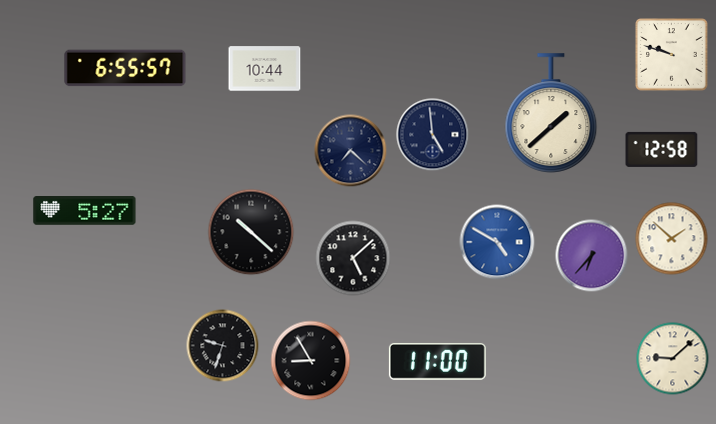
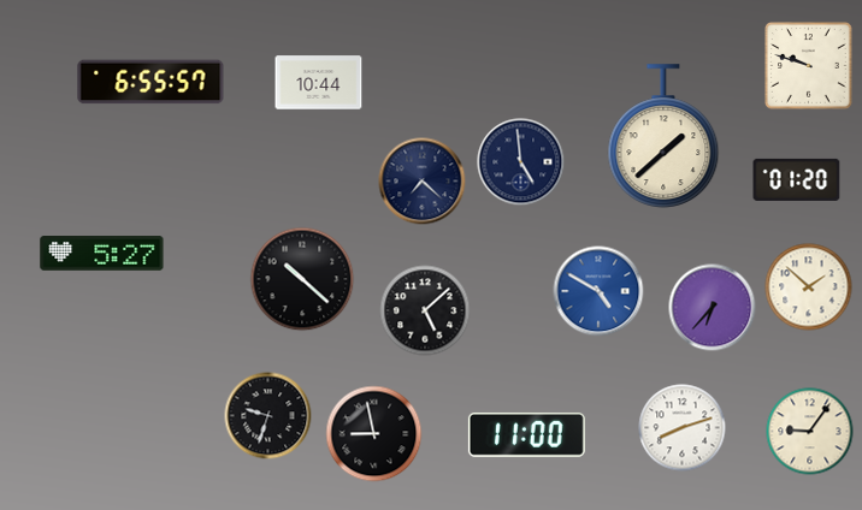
clock at (662, 149): 12:58 -> 01:20
clock at (683, 428): none -> 8:12
clock at (673, 359): 9:08 -> 9:06
clock at (311, 361): 8:55 -> 8:58
